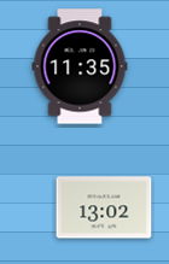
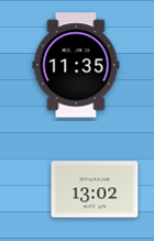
clock at (80, 66) position: (80, 66) -> (76, 65)
